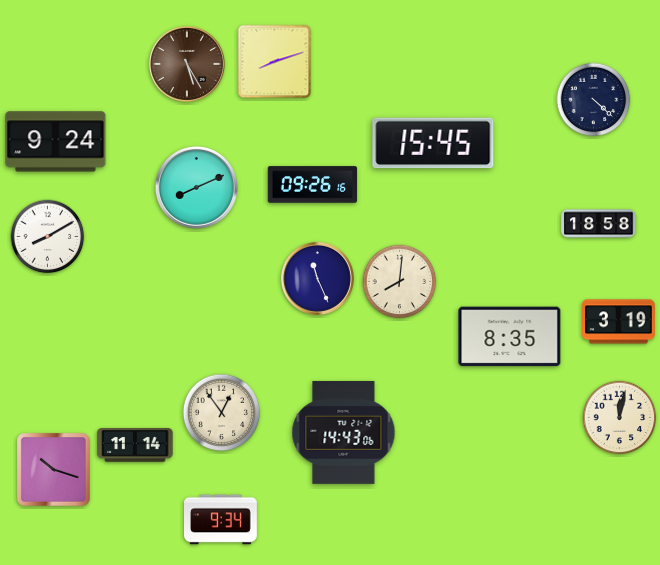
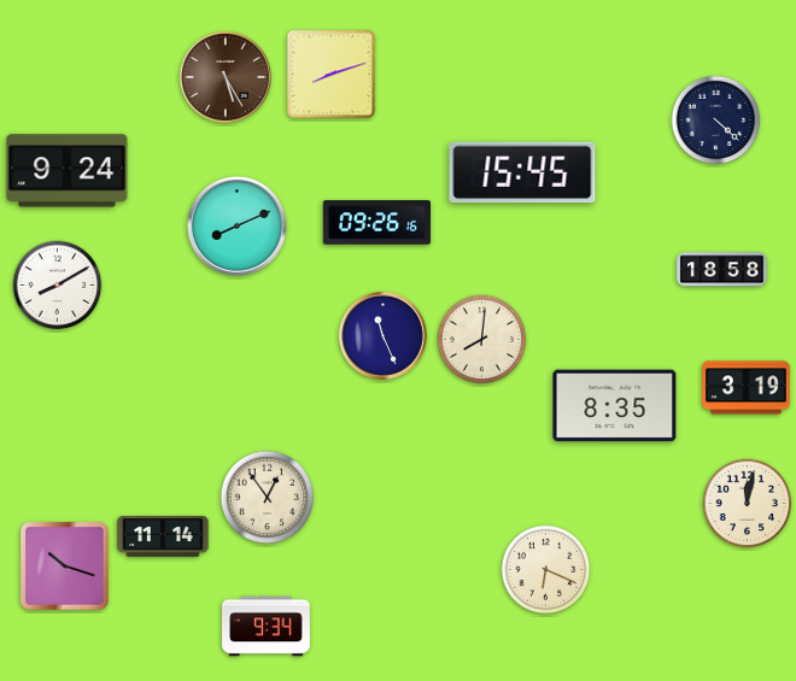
clock at (344, 432): 14:43 -> none
clock at (546, 570): none -> 6:19
